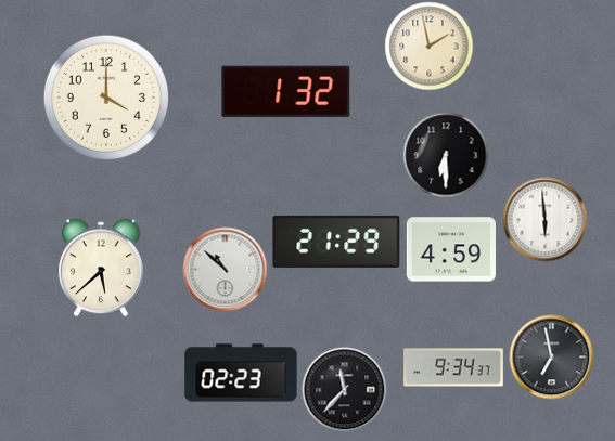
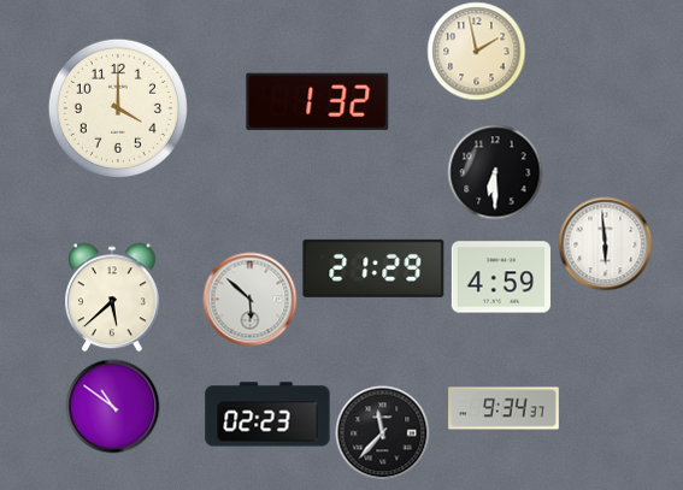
clock at (225, 269): 10:52 -> 5:52
clock at (551, 356): 6:58 -> none
clock at (112, 406): none -> 10:51
